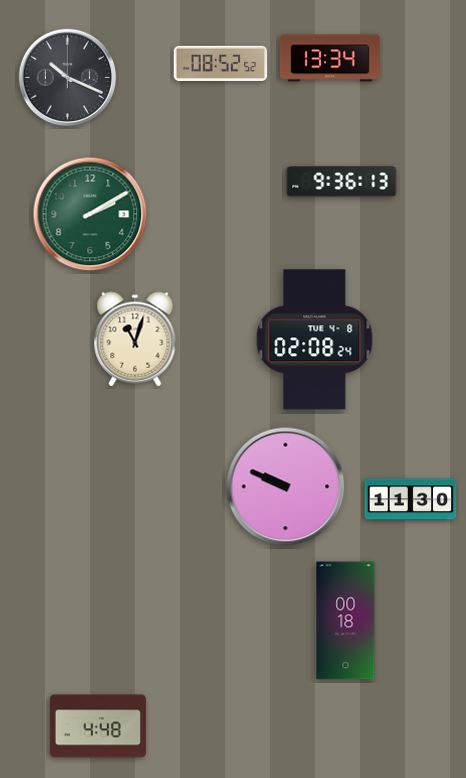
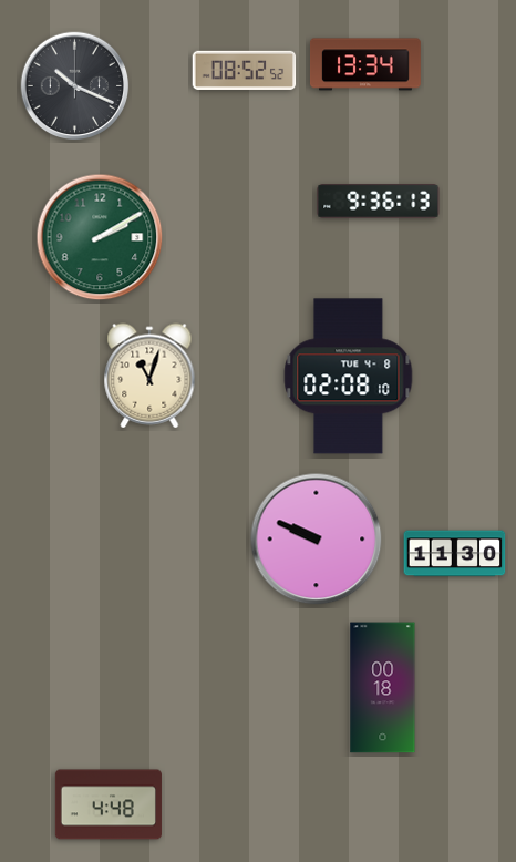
clock at (315, 340): 02:08:24 -> 02:08:10
